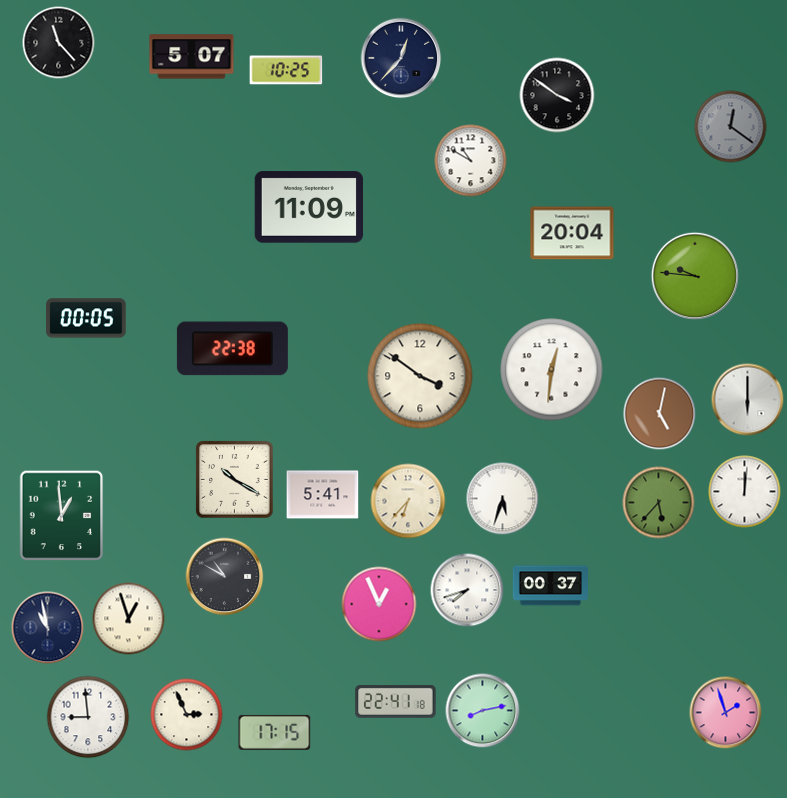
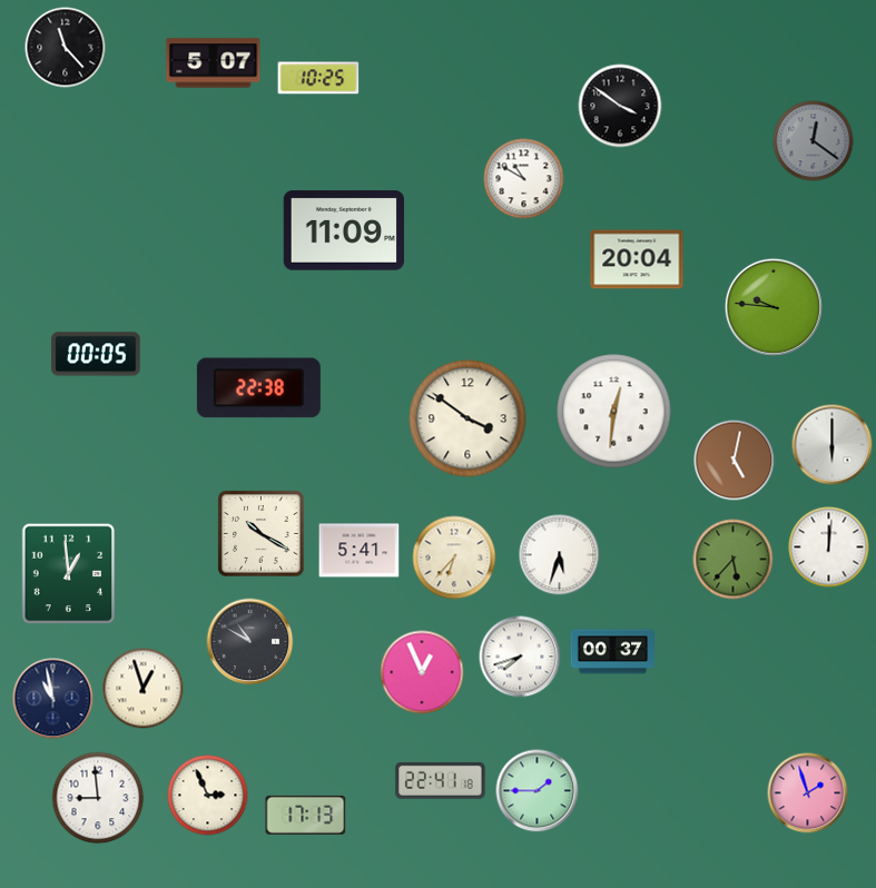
clock at (401, 58): 12:37 -> none
clock at (483, 711): 8:13 -> 1:45
clock at (275, 732): 17:15 -> 17:13
